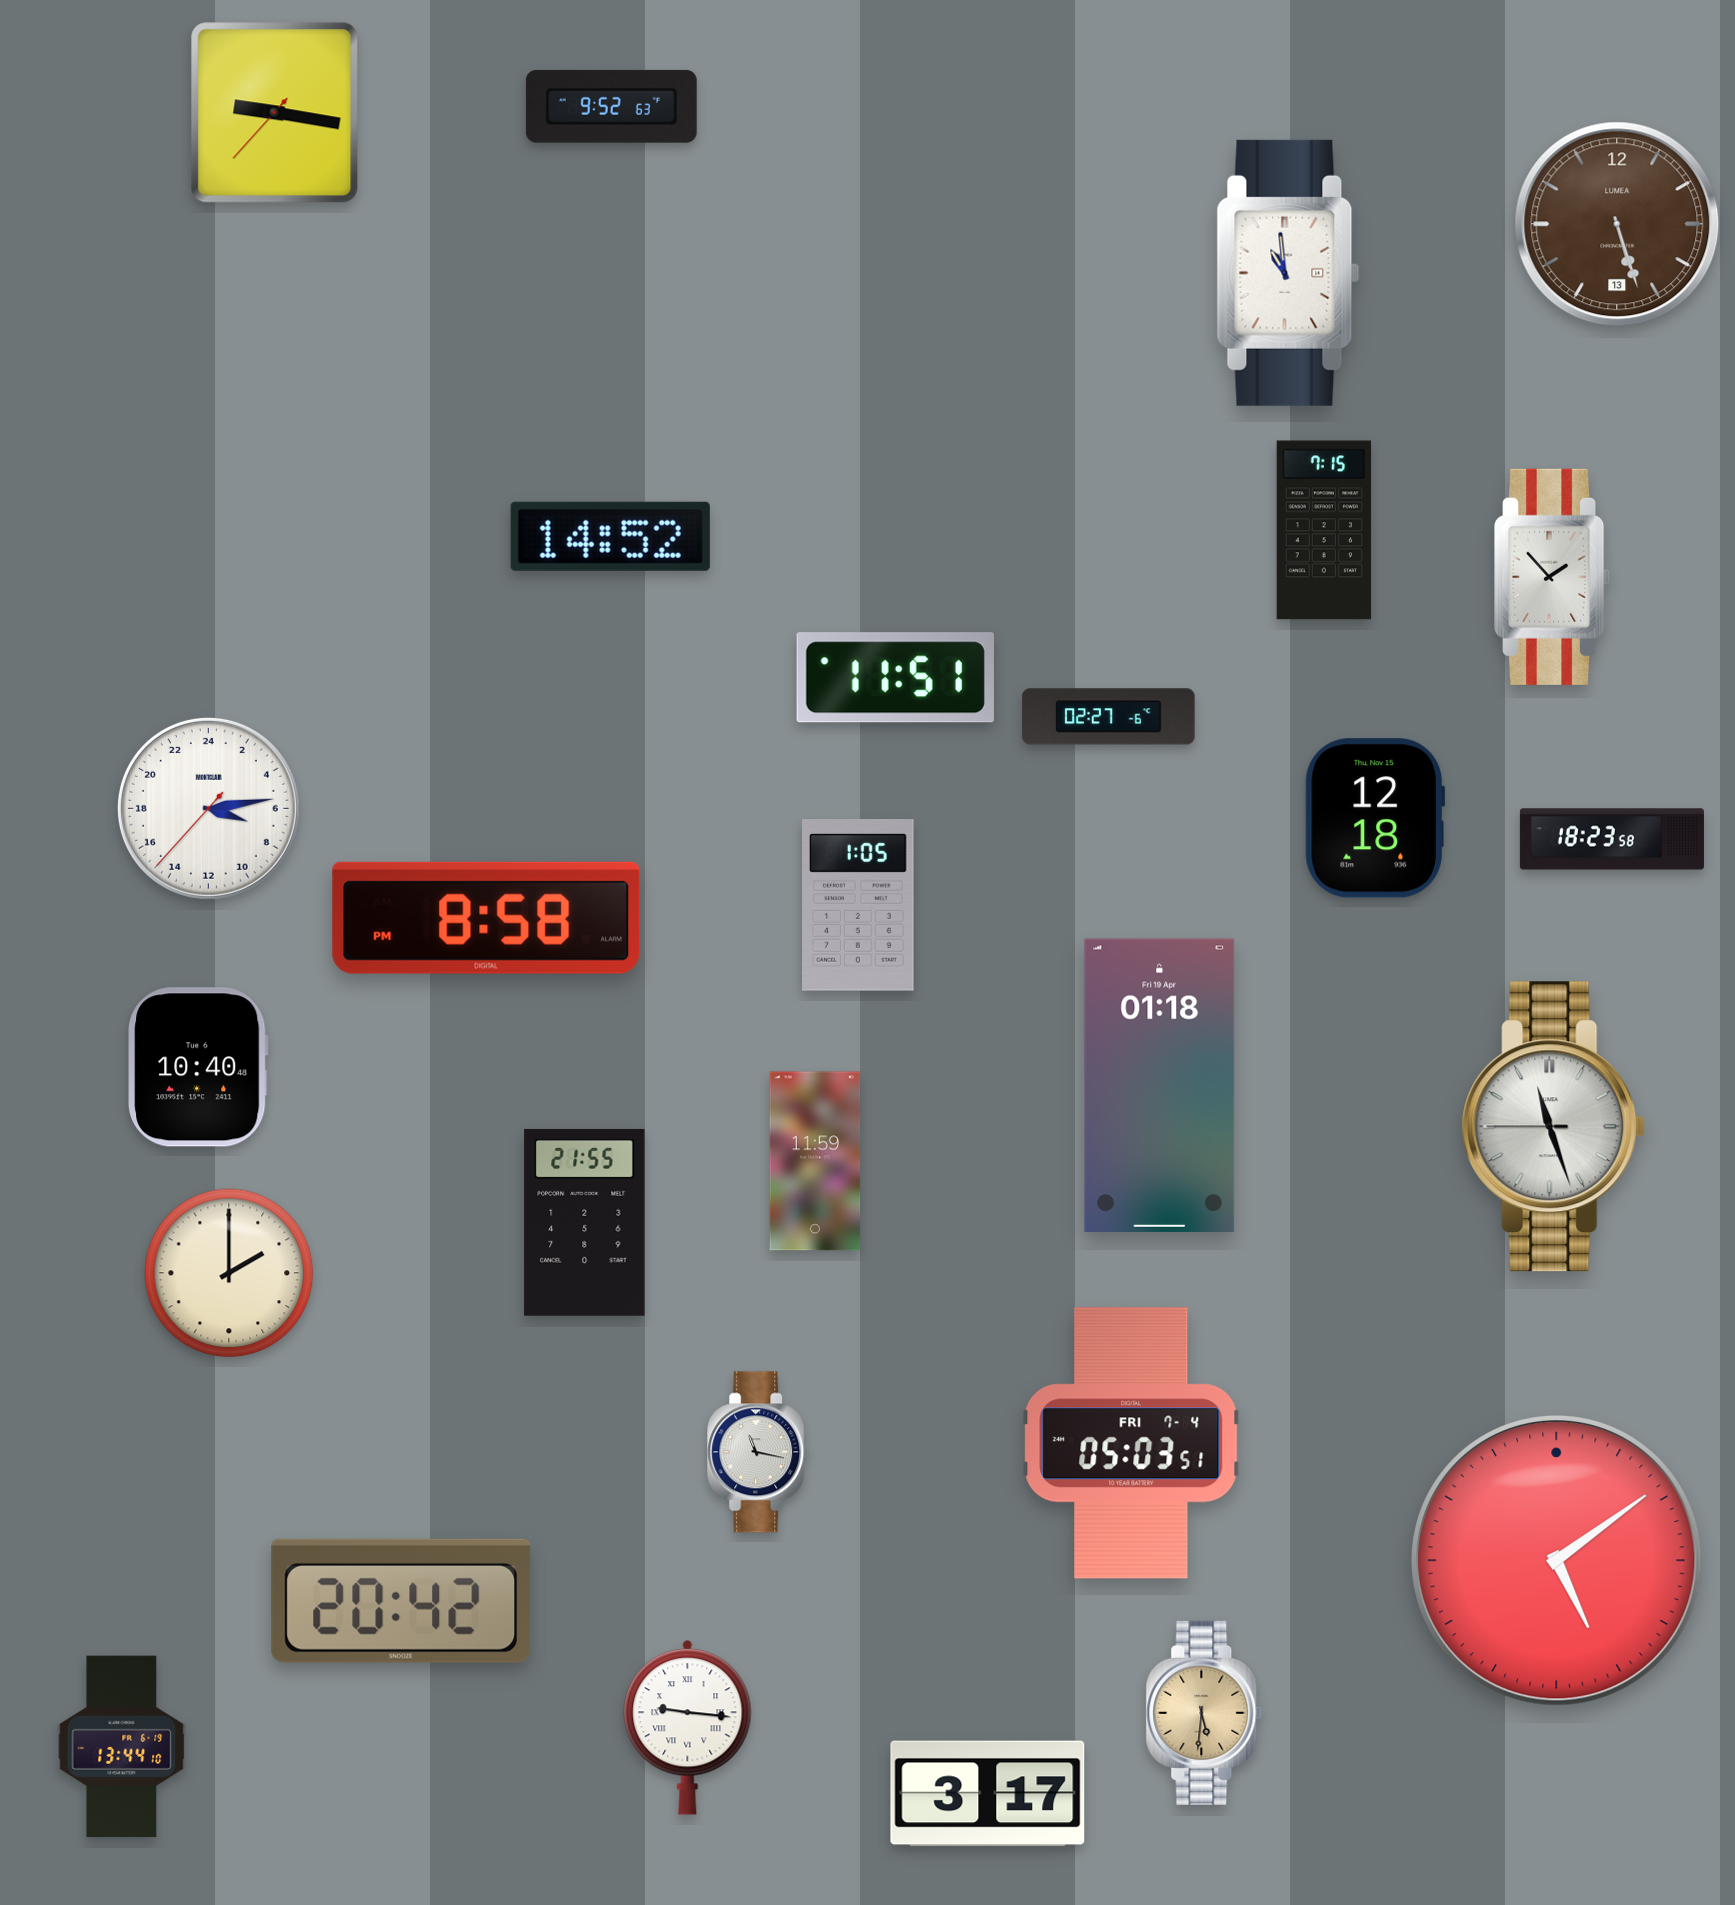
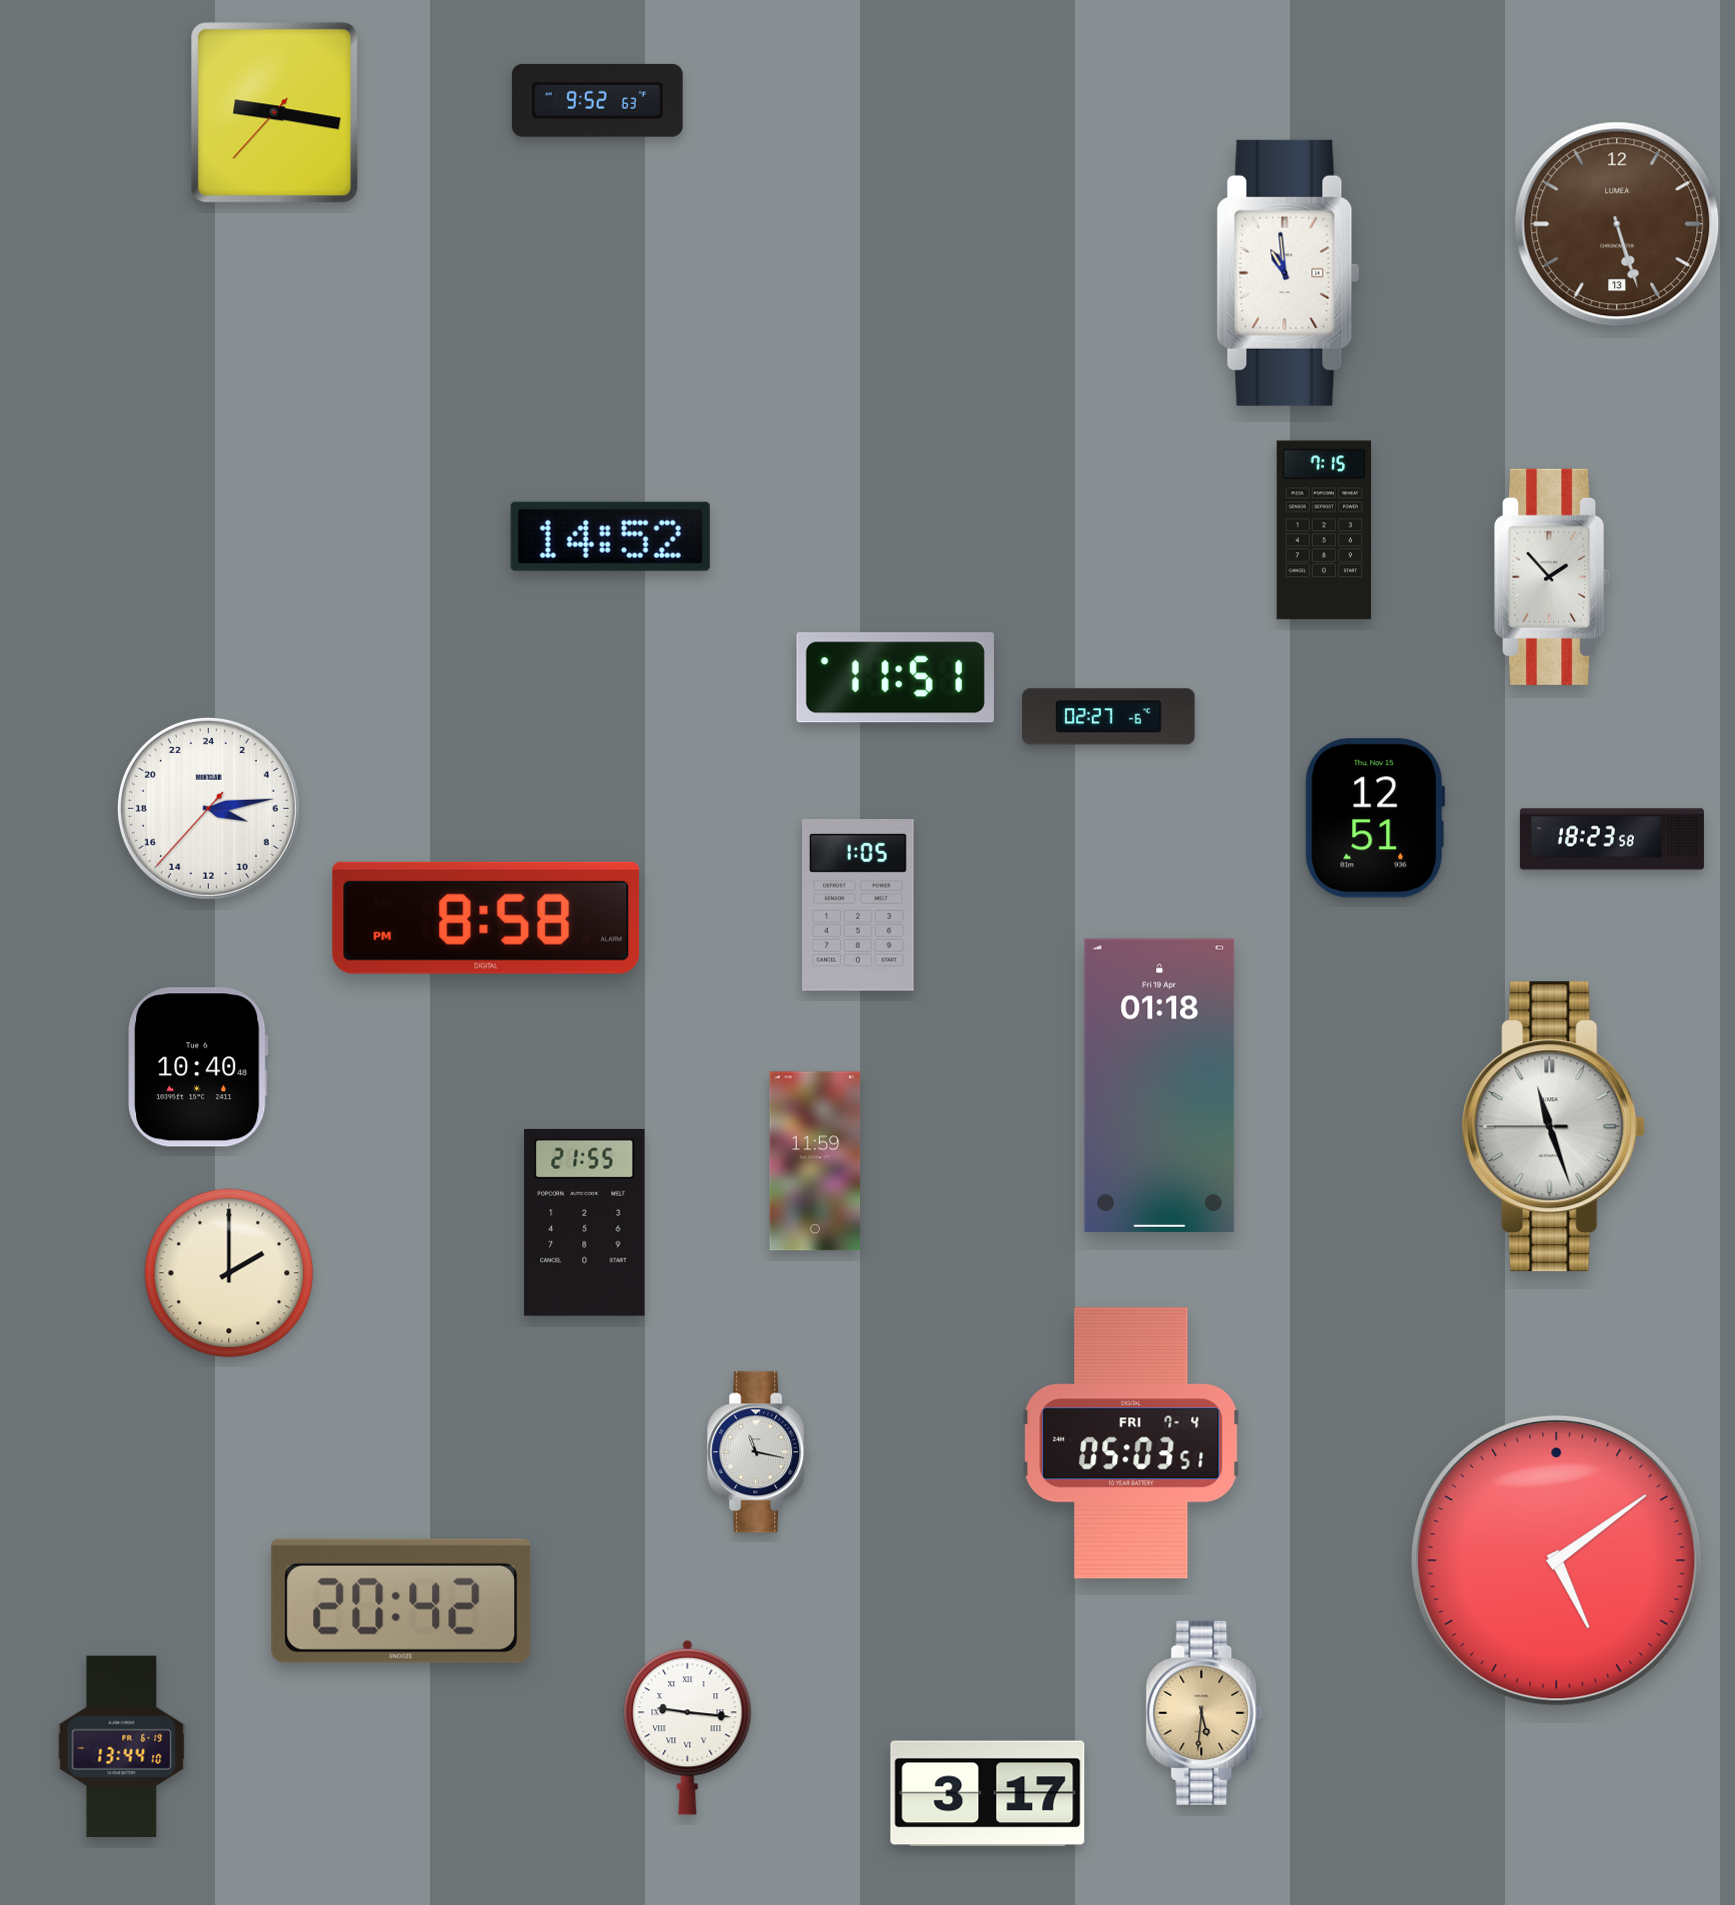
clock at (611, 106) position: (611, 106) -> (597, 100)
clock at (1375, 818): 12:18 -> 12:51
